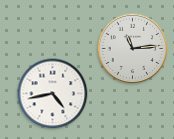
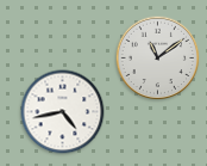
clock at (133, 49): 11:14 -> 11:09
